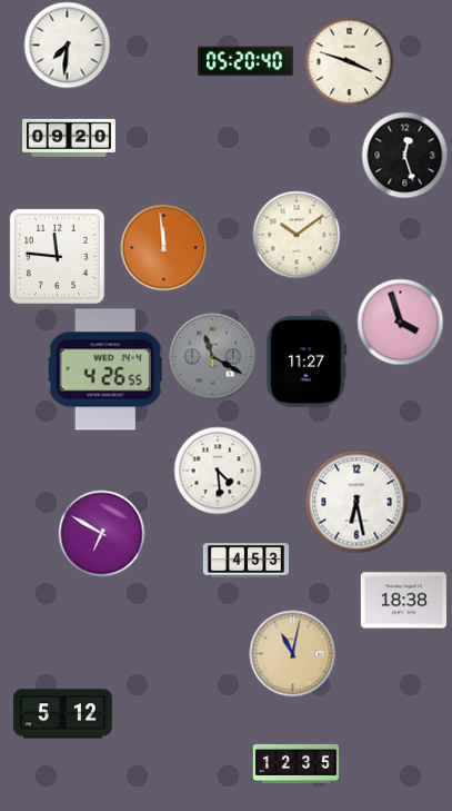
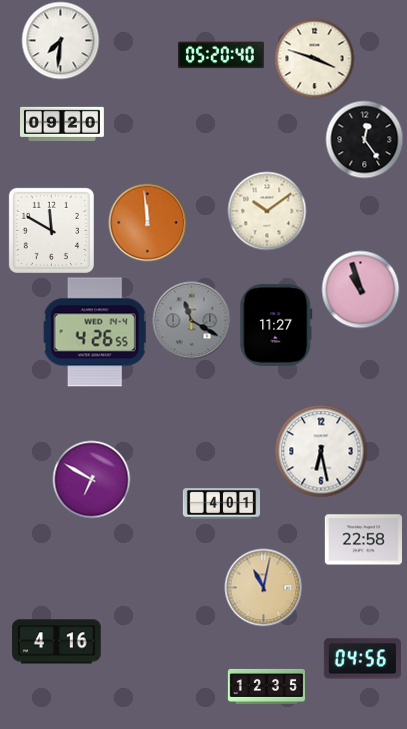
clock at (349, 61) position: (349, 61) -> (314, 58)
clock at (404, 155): 12:27 -> 12:24
clock at (57, 256): 11:46 -> 11:50
clock at (400, 322): 3:57 -> 10:57
clock at (218, 471): 4:29 -> none
clock at (245, 561): 4:53 -> 4:01
clock at (403, 601): 18:38 -> 22:58
clock at (63, 714): 5:12 -> 4:16
clock at (362, 659): none -> 04:56
